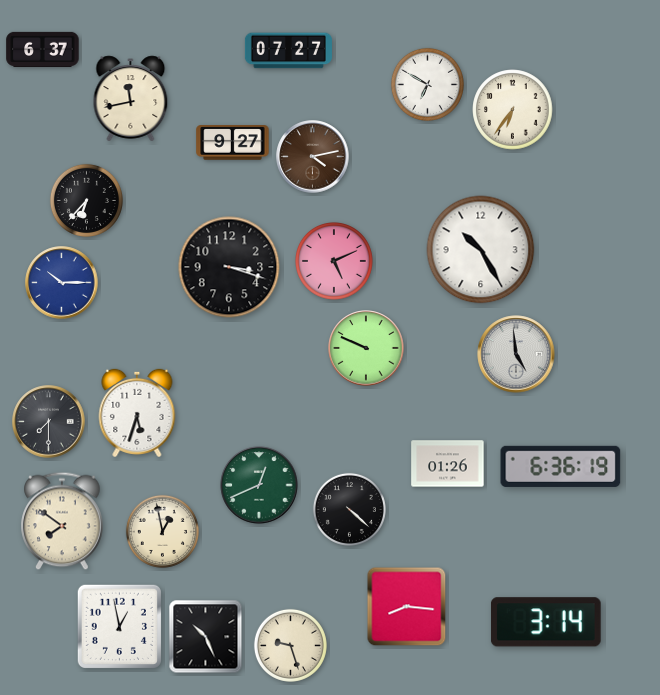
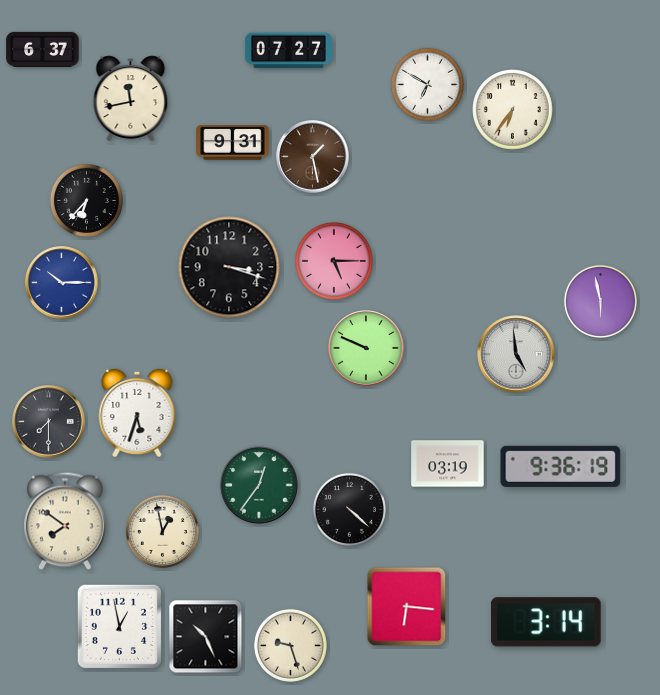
clock at (233, 143): 9:27 -> 9:31
clock at (313, 157): 4:13 -> 1:28
clock at (481, 250): 10:25 -> none
clock at (335, 262): 5:11 -> 5:15
clock at (600, 301): none -> 5:58
clock at (448, 464): 01:26 -> 03:19
clock at (561, 466): 6:36 -> 9:36
clock at (259, 485): 12:41 -> 12:36
clock at (62, 521) position: (62, 521) -> (65, 521)
clock at (407, 607): 8:16 -> 6:16
